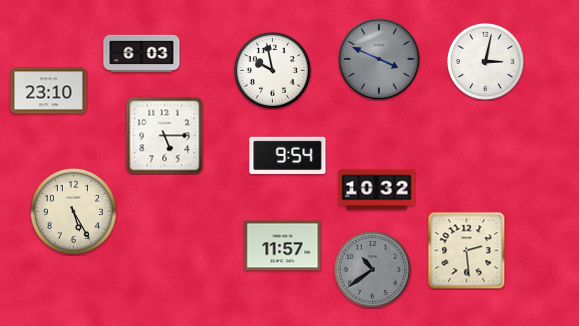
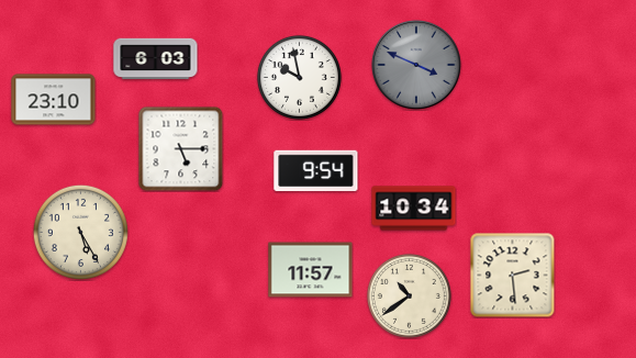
clock at (485, 61): 3:02 -> none
clock at (377, 190): 10:32 -> 10:34
clock at (372, 269) dial: grey -> cream
